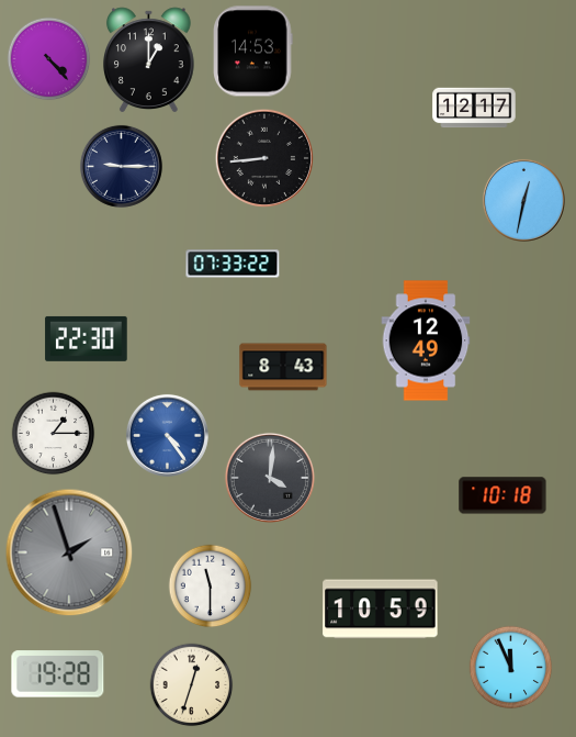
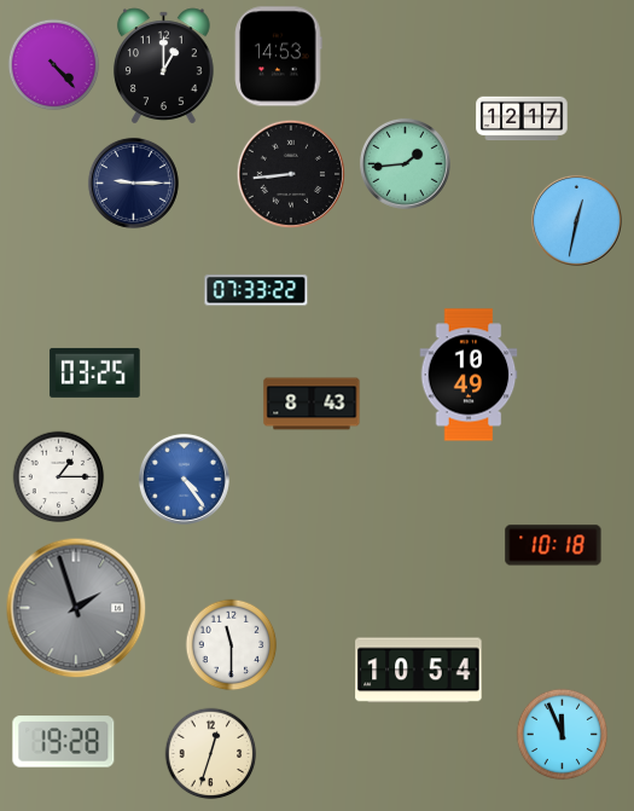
clock at (405, 163): none -> 1:44
clock at (87, 338): 22:30 -> 03:25
clock at (426, 340): 12:49 -> 10:49
clock at (270, 478): 4:01 -> none
clock at (381, 610): 10:59 -> 10:54
